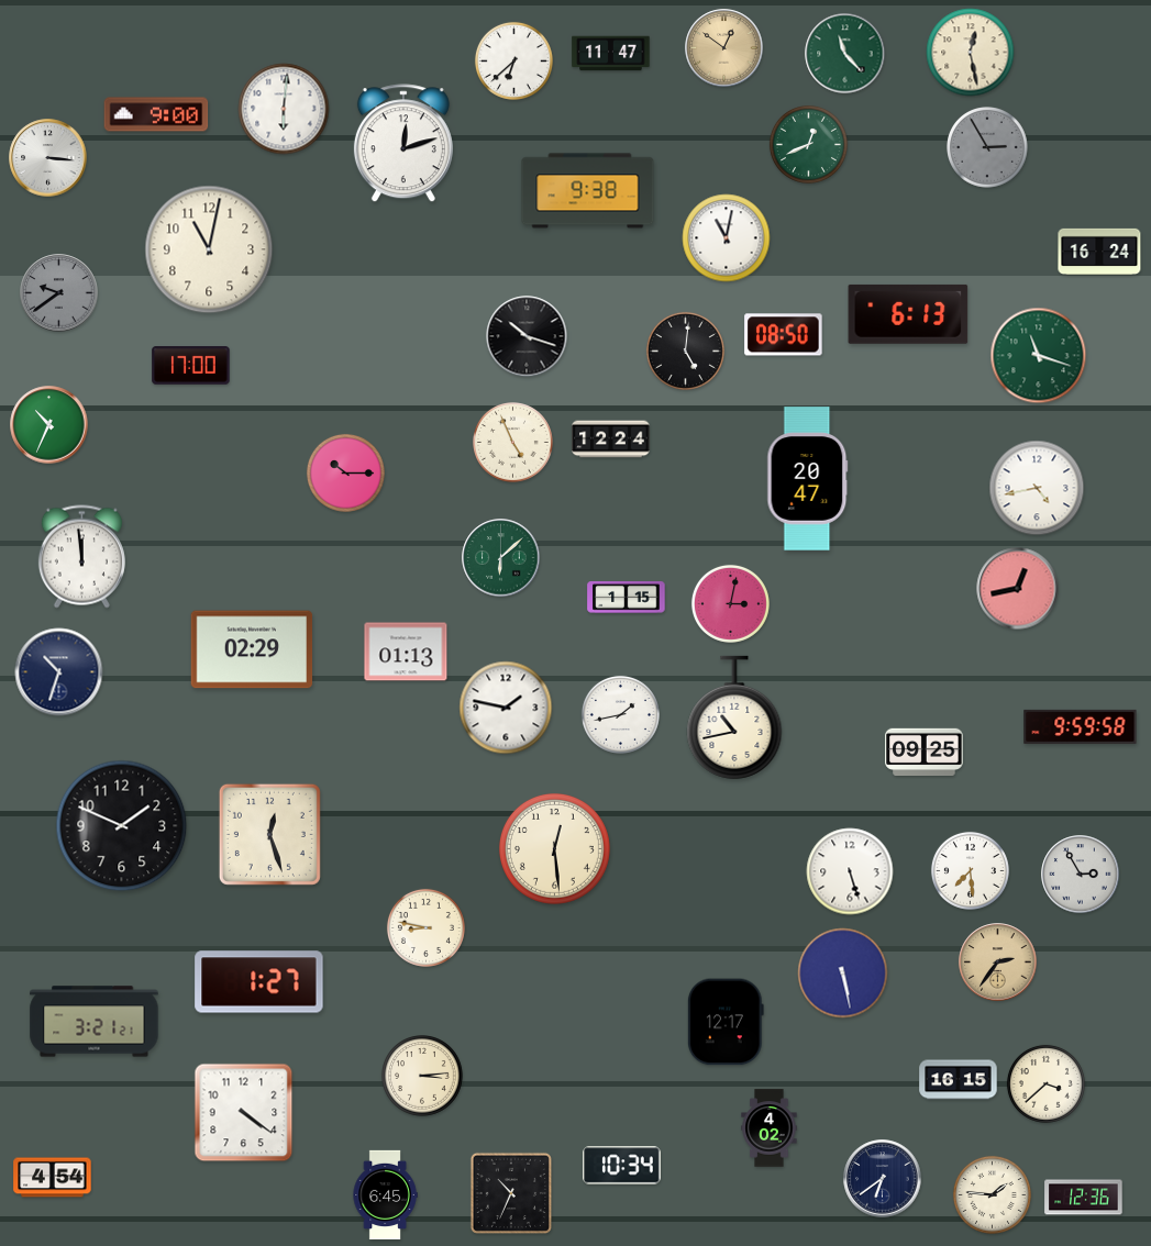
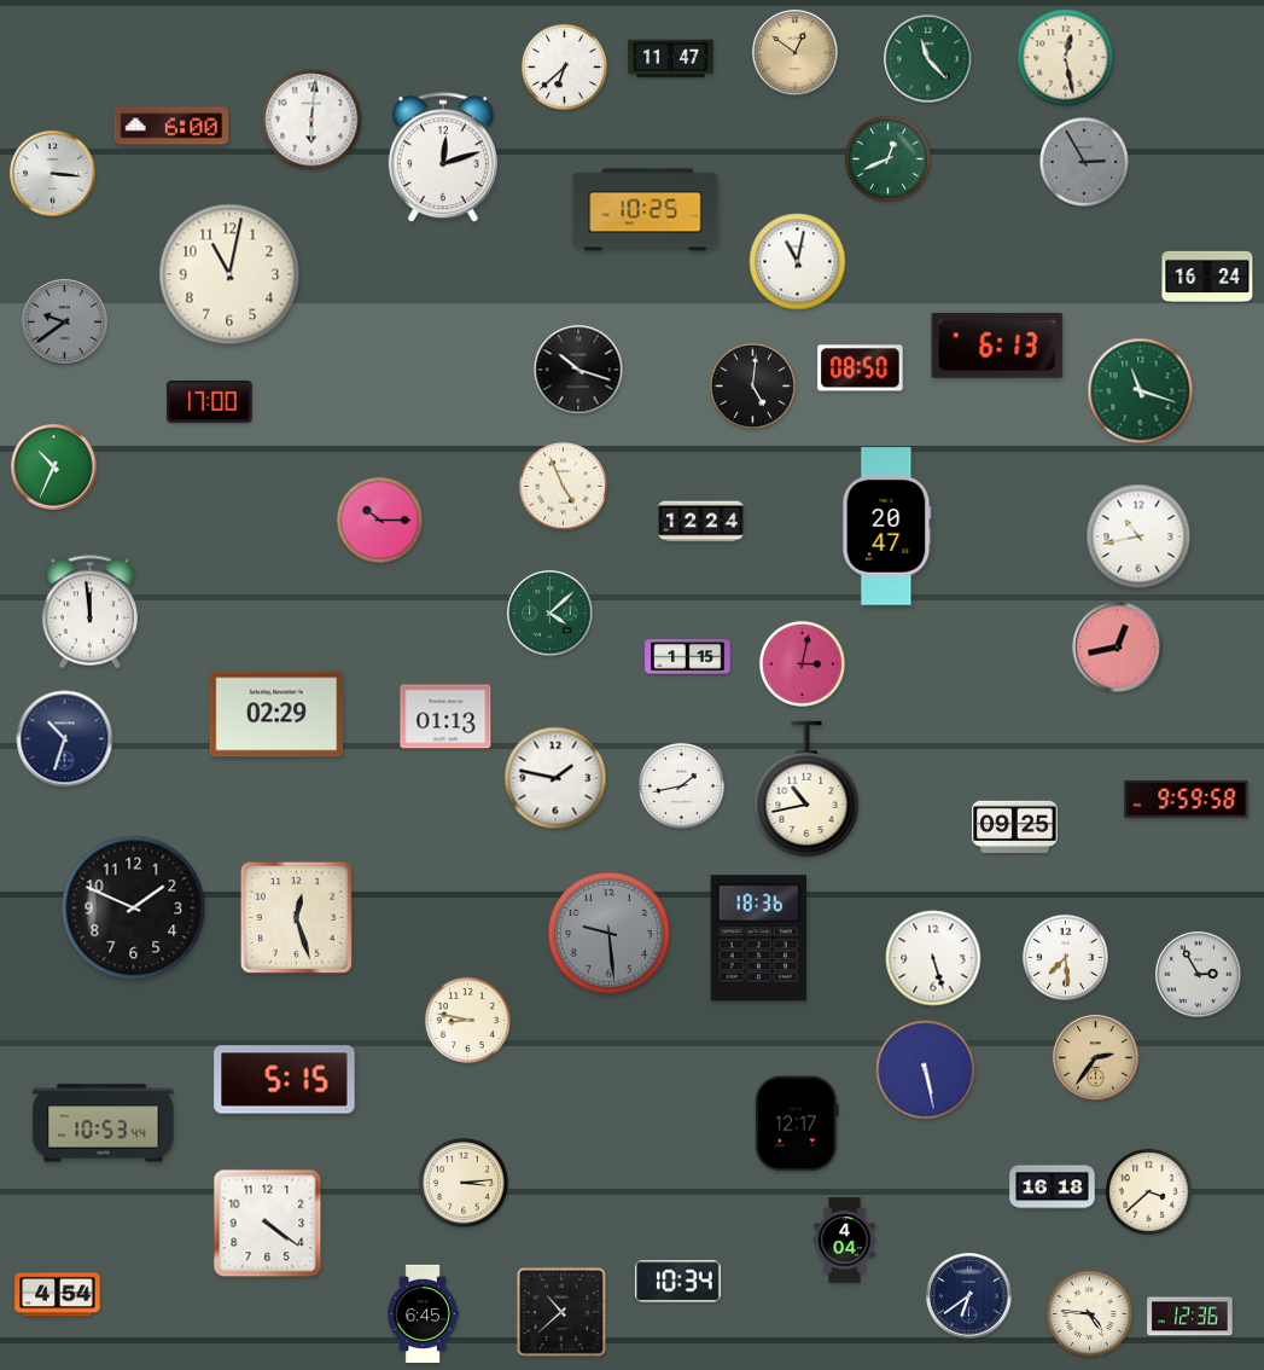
clock at (156, 114): 9:00 -> 6:00
clock at (588, 191): 9:38 -> 10:25
clock at (611, 440) position: (611, 440) -> (701, 522)
clock at (1037, 488): 4:43 -> 10:43
clock at (501, 558): 6:08 -> 4:08
clock at (554, 848): 12:29 -> 9:29
clock at (554, 848) dial: cream -> grey
clock at (758, 939): none -> 18:36
clock at (1081, 875) position: (1081, 875) -> (1199, 975)
clock at (259, 982): 1:27 -> 5:15
clock at (95, 1022): 3:21 -> 10:53
clock at (959, 1080): 16:15 -> 16:18
clock at (770, 1128): 4:02 -> 4:04
clock at (622, 1166) position: (622, 1166) -> (678, 1282)
clock at (511, 1193): 10:34 -> 10:38
clock at (992, 1194): 1:46 -> 4:46
